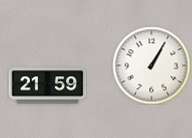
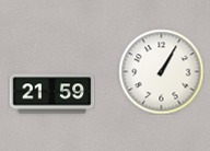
clock at (151, 65) position: (151, 65) -> (161, 71)
